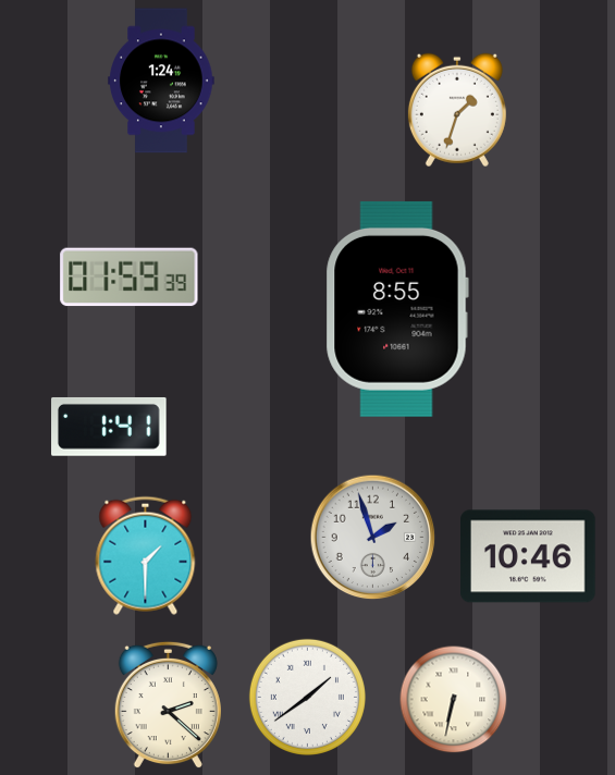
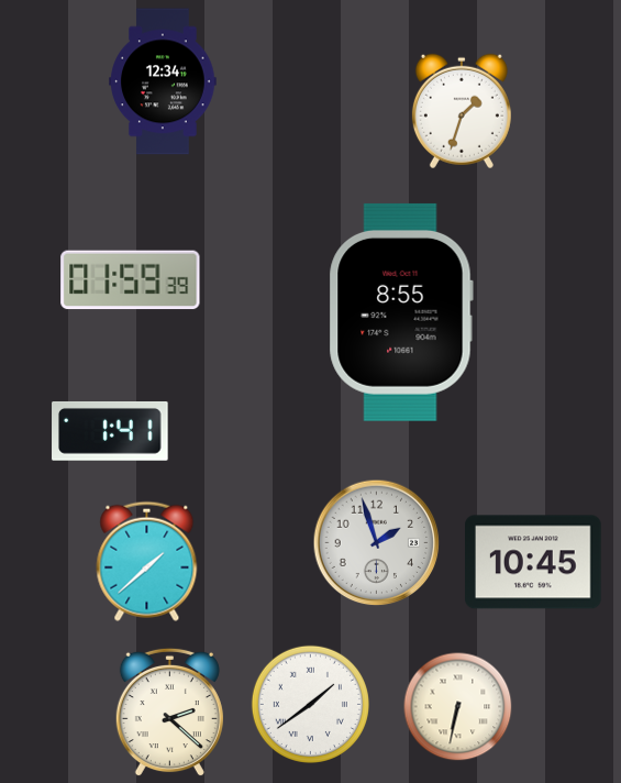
clock at (161, 81): 1:24 -> 12:34
clock at (146, 555): 1:30 -> 1:38
clock at (529, 556): 10:46 -> 10:45
